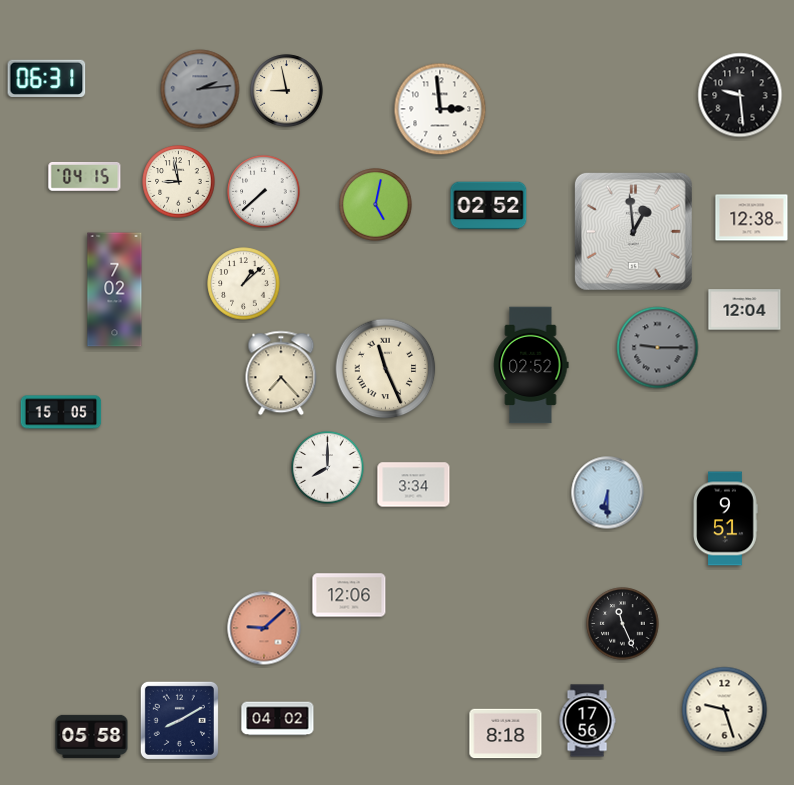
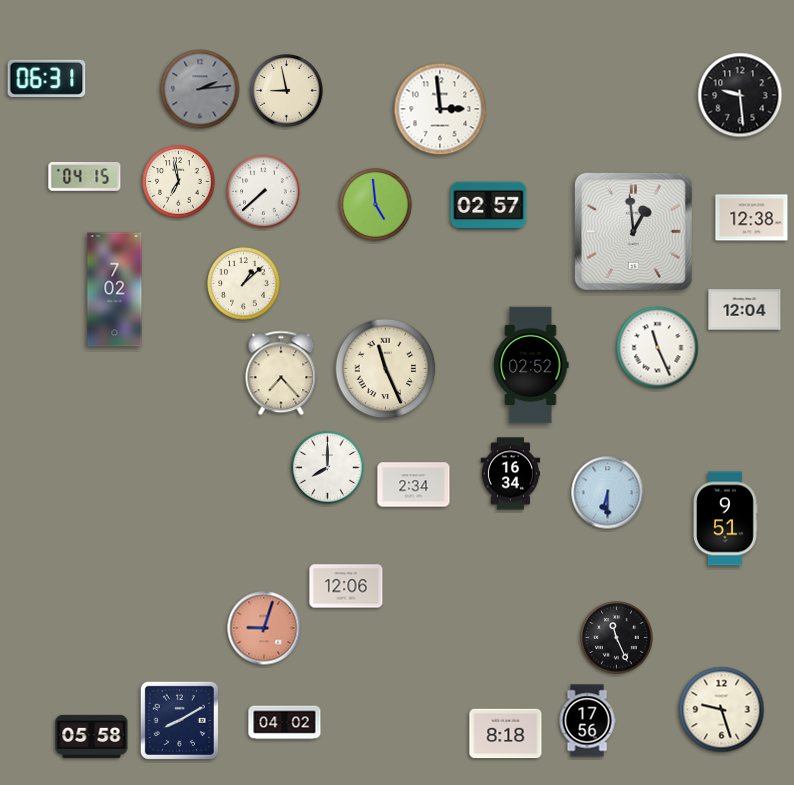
clock at (179, 182): 8:58 -> 6:58
clock at (376, 205): 5:02 -> 4:59
clock at (489, 206): 02:52 -> 02:57
clock at (658, 348): 9:15 -> 11:26
clock at (658, 348) dial: grey -> white
clock at (61, 412): 15:05 -> none
clock at (511, 474): none -> 16:34
clock at (414, 485): 3:34 -> 2:34
clock at (349, 595) position: (349, 595) -> (346, 586)
clock at (623, 624) position: (623, 624) -> (617, 638)
clock at (264, 628): 9:08 -> 9:03
clock at (725, 710) position: (725, 710) -> (722, 710)
clock at (278, 719) position: (278, 719) -> (285, 723)
